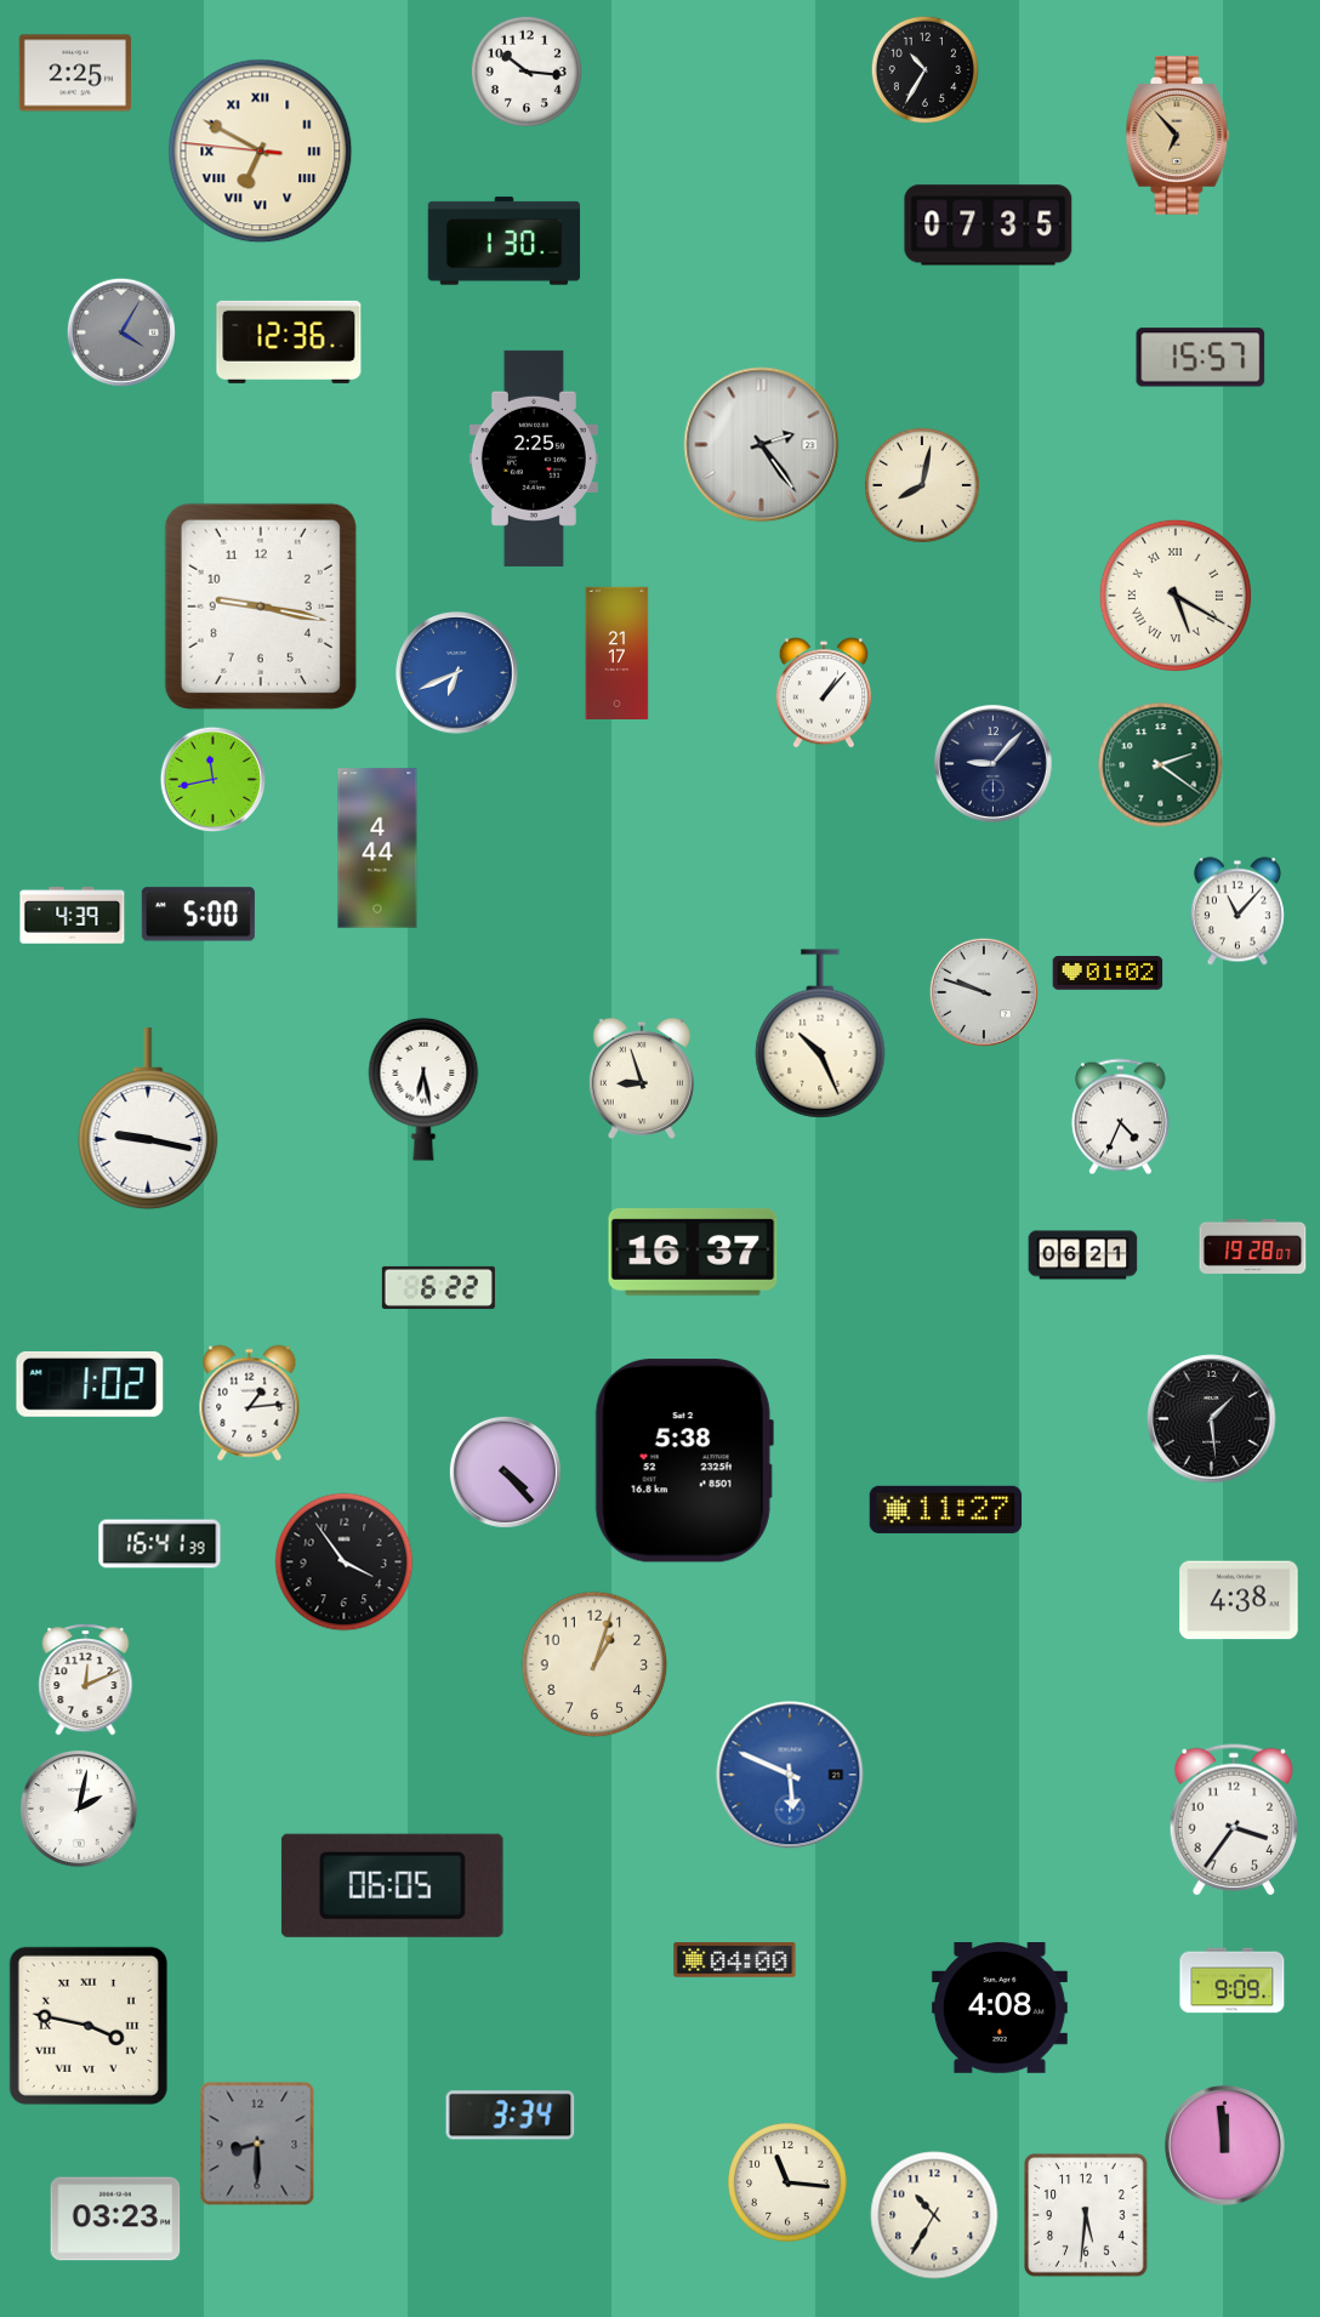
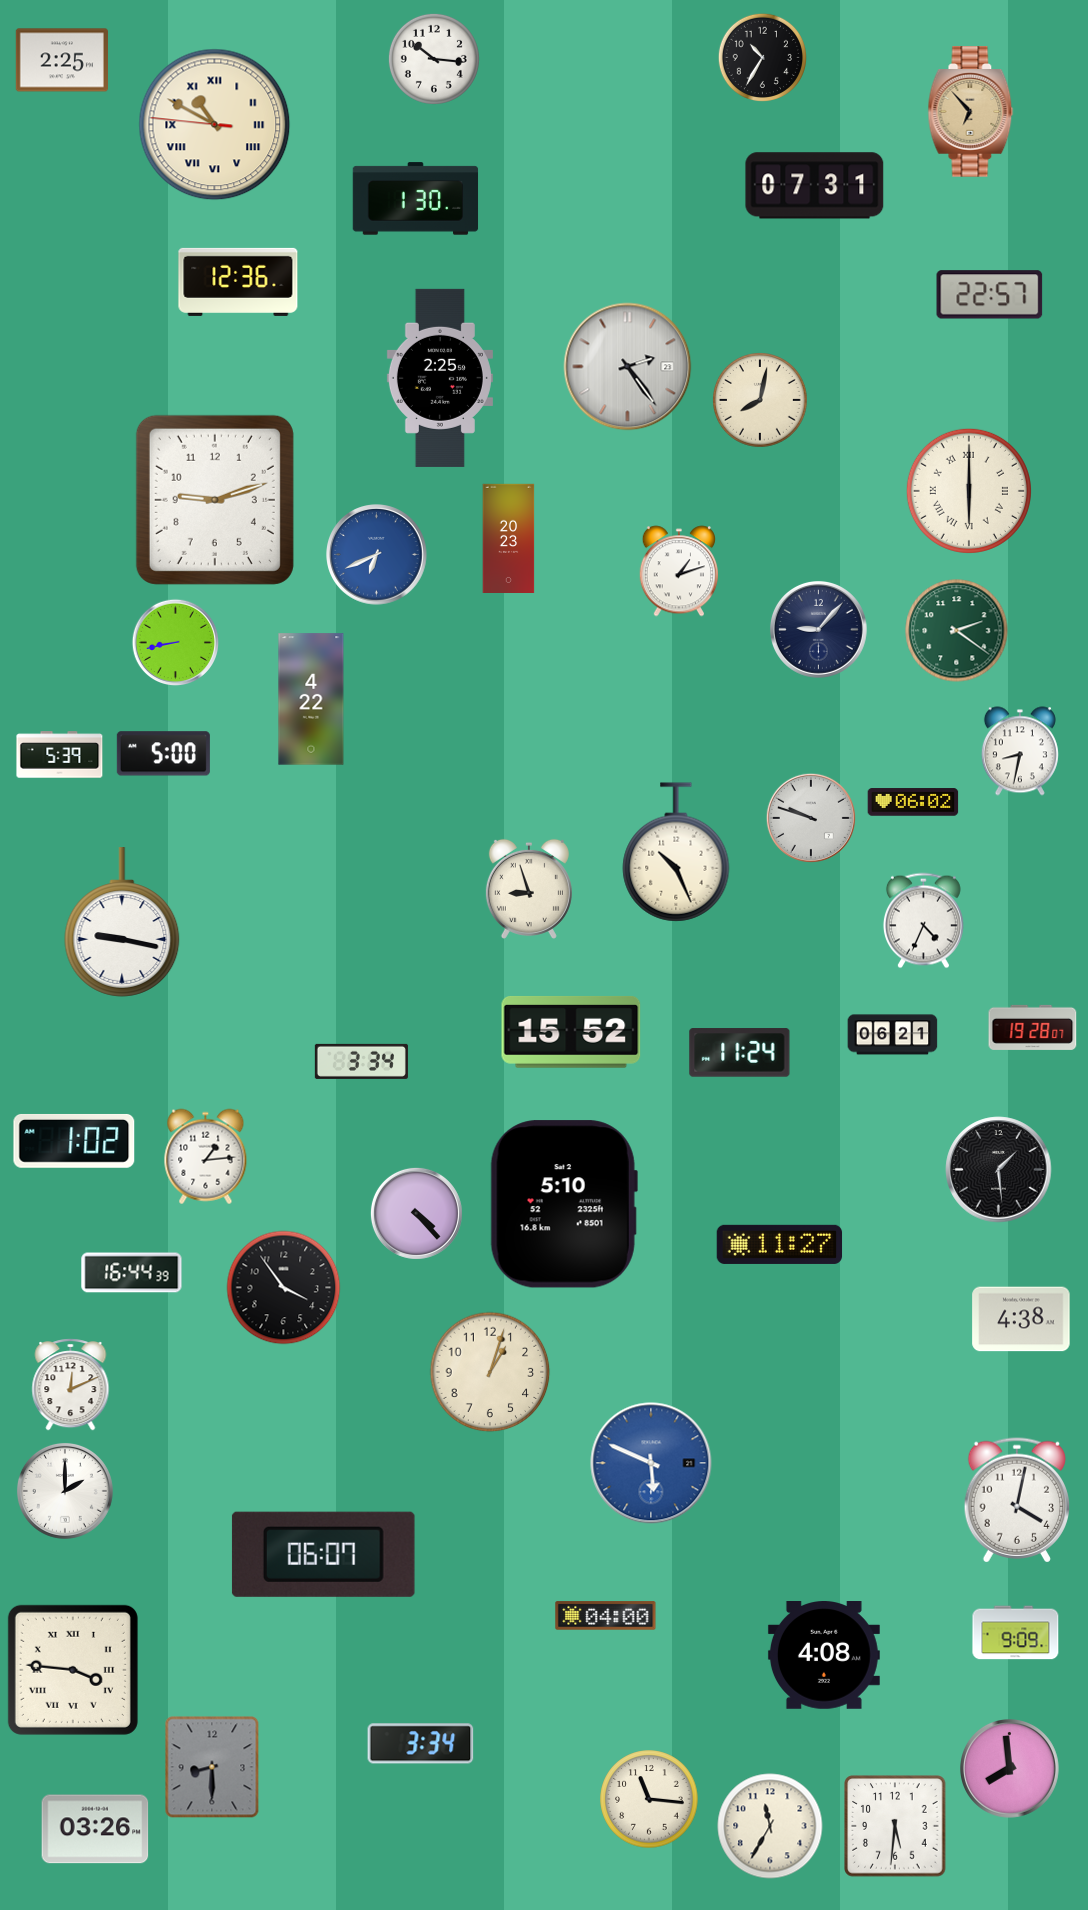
clock at (261, 152): 6:49 -> 10:49
clock at (989, 226): 07:35 -> 07:31
clock at (121, 332): 4:05 -> none
clock at (1201, 358): 15:57 -> 22:57
clock at (1176, 596): 5:20 -> 6:00
clock at (261, 607): 9:17 -> 9:12
clock at (618, 653): 21:17 -> 20:23
clock at (823, 693): 1:07 -> 1:12
clock at (212, 779): 11:43 -> 8:43
clock at (377, 848): 4:44 -> 4:22
clock at (1237, 911): 11:07 -> 8:32
clock at (73, 916): 4:39 -> 5:39
clock at (1108, 973): 01:02 -> 06:02
clock at (423, 1089): 6:28 -> none
clock at (693, 1252): 16:37 -> 15:52
clock at (740, 1053): none -> 11:24
clock at (438, 1287): 6:22 -> 3:34
clock at (684, 1461): 5:38 -> 5:10
clock at (160, 1544): 16:41 -> 16:44
clock at (79, 1809): 2:02 -> 2:00
clock at (1233, 1820): 3:36 -> 4:02
clock at (392, 1885): 06:05 -> 06:07
clock at (89, 2026): 3:47 -> 3:46
clock at (1225, 2146): 11:59 -> 7:59
clock at (934, 2215): 10:35 -> 11:35
clock at (115, 2219): 03:23 -> 03:26
